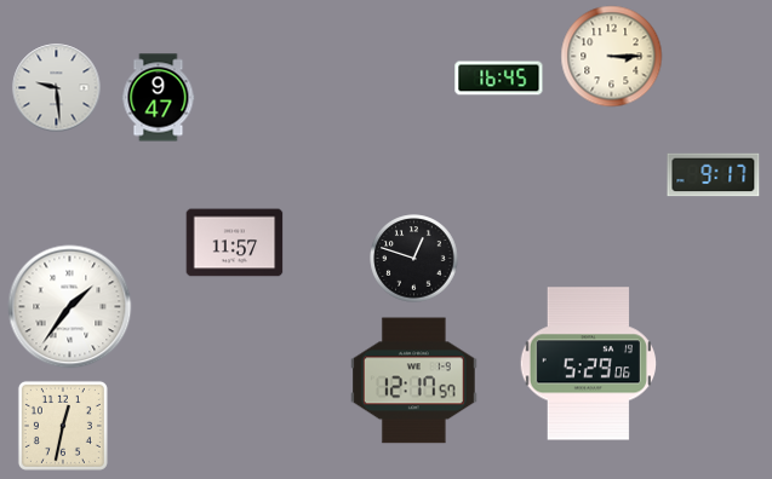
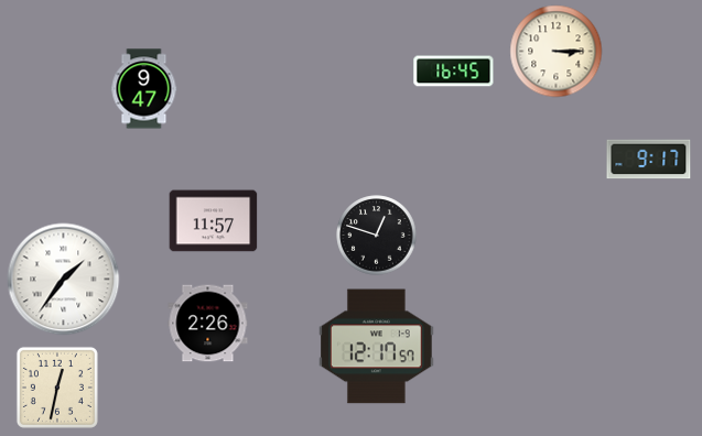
clock at (57, 88): 9:29 -> none
clock at (208, 324): none -> 2:26
clock at (589, 364): 5:29 -> none
